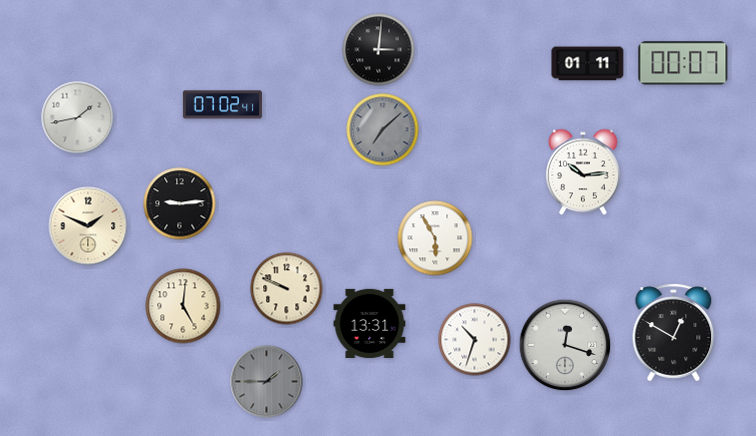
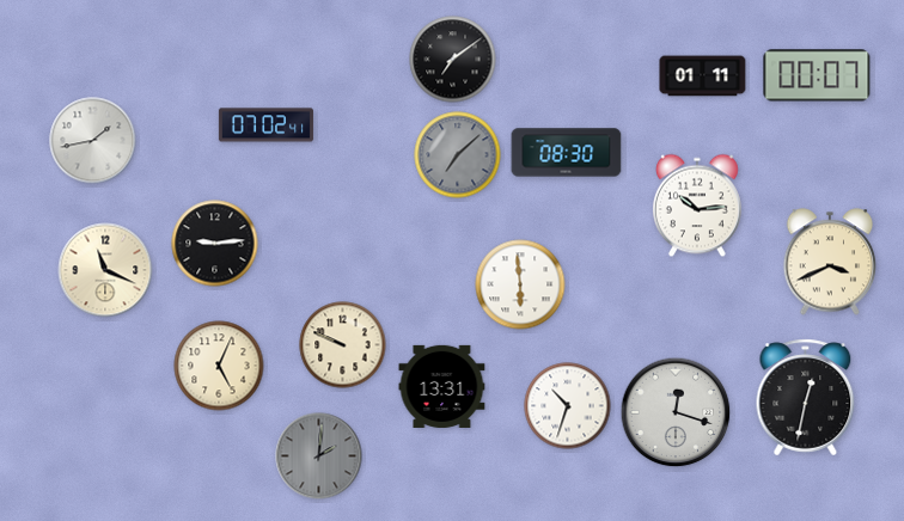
clock at (379, 50): 3:01 -> 7:09
clock at (567, 153): none -> 08:30
clock at (830, 262): none -> 3:41
clock at (88, 226): 1:49 -> 11:19
clock at (435, 238): 5:55 -> 5:59
clock at (183, 306): 5:01 -> 5:04
clock at (674, 333): 12:50 -> 12:32
clock at (267, 382): 1:45 -> 2:01
